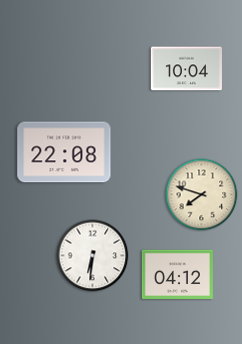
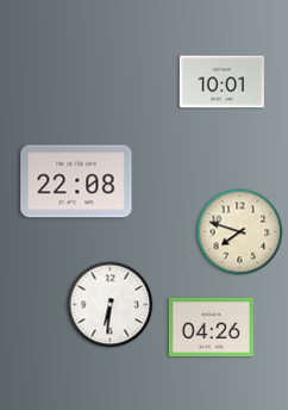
clock at (186, 69): 10:04 -> 10:01
clock at (177, 274): 04:12 -> 04:26
